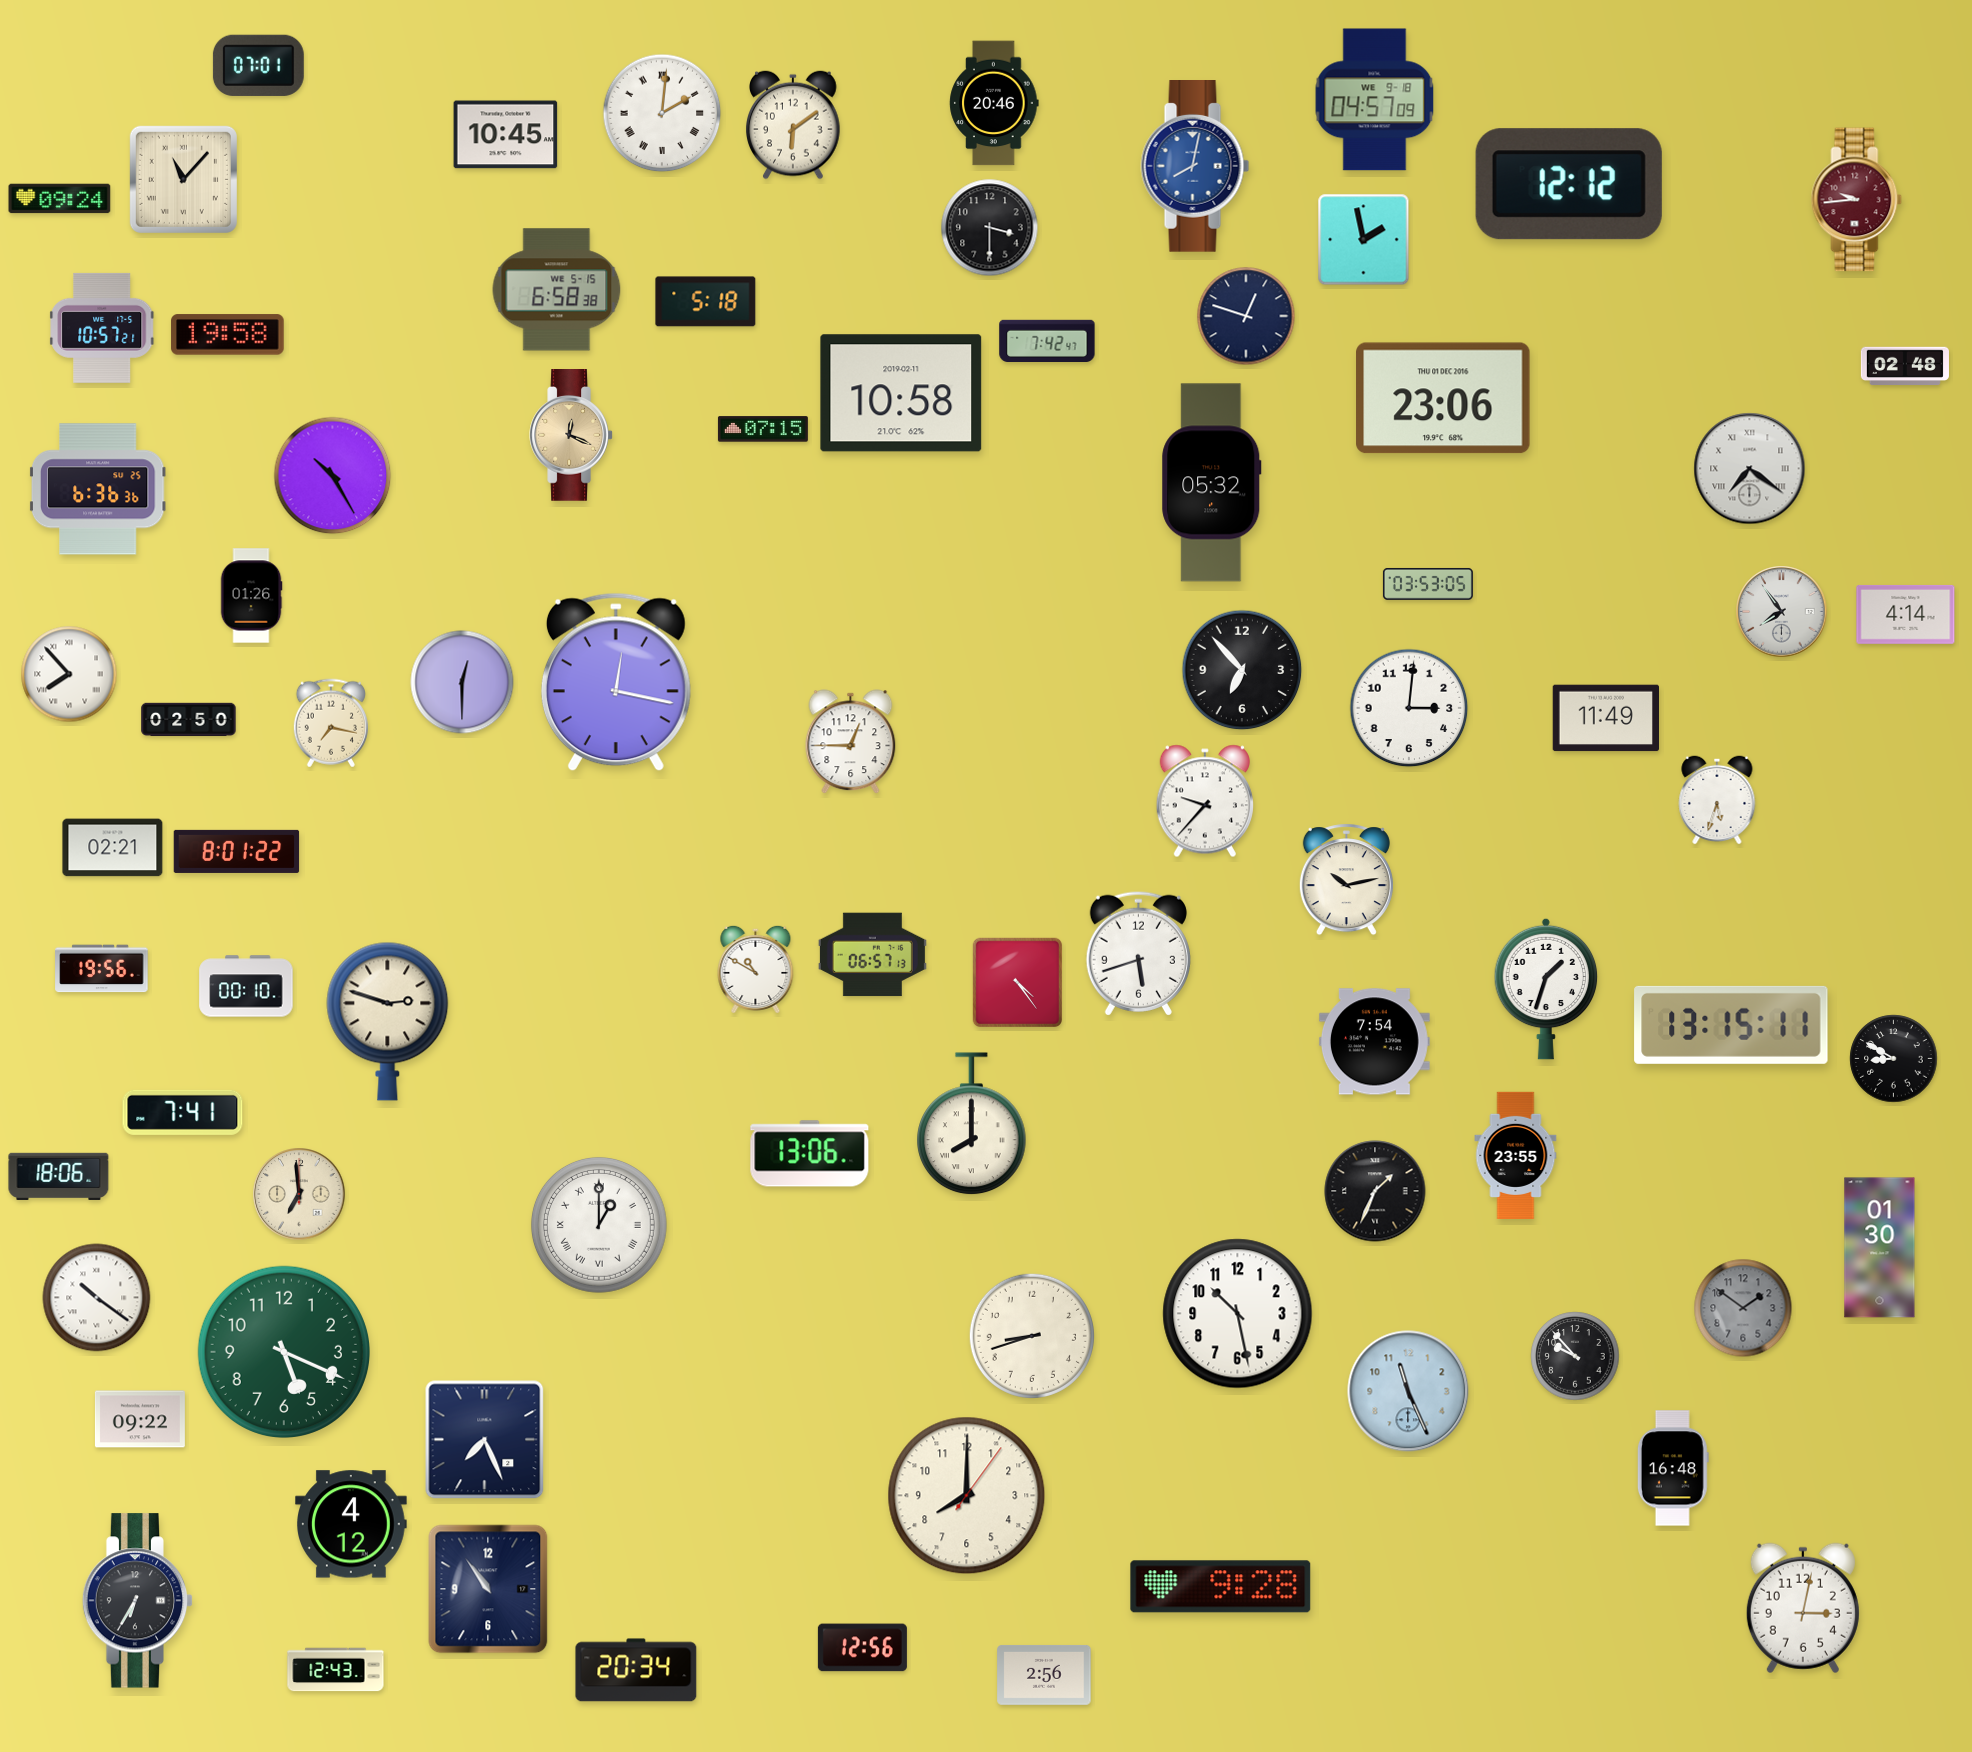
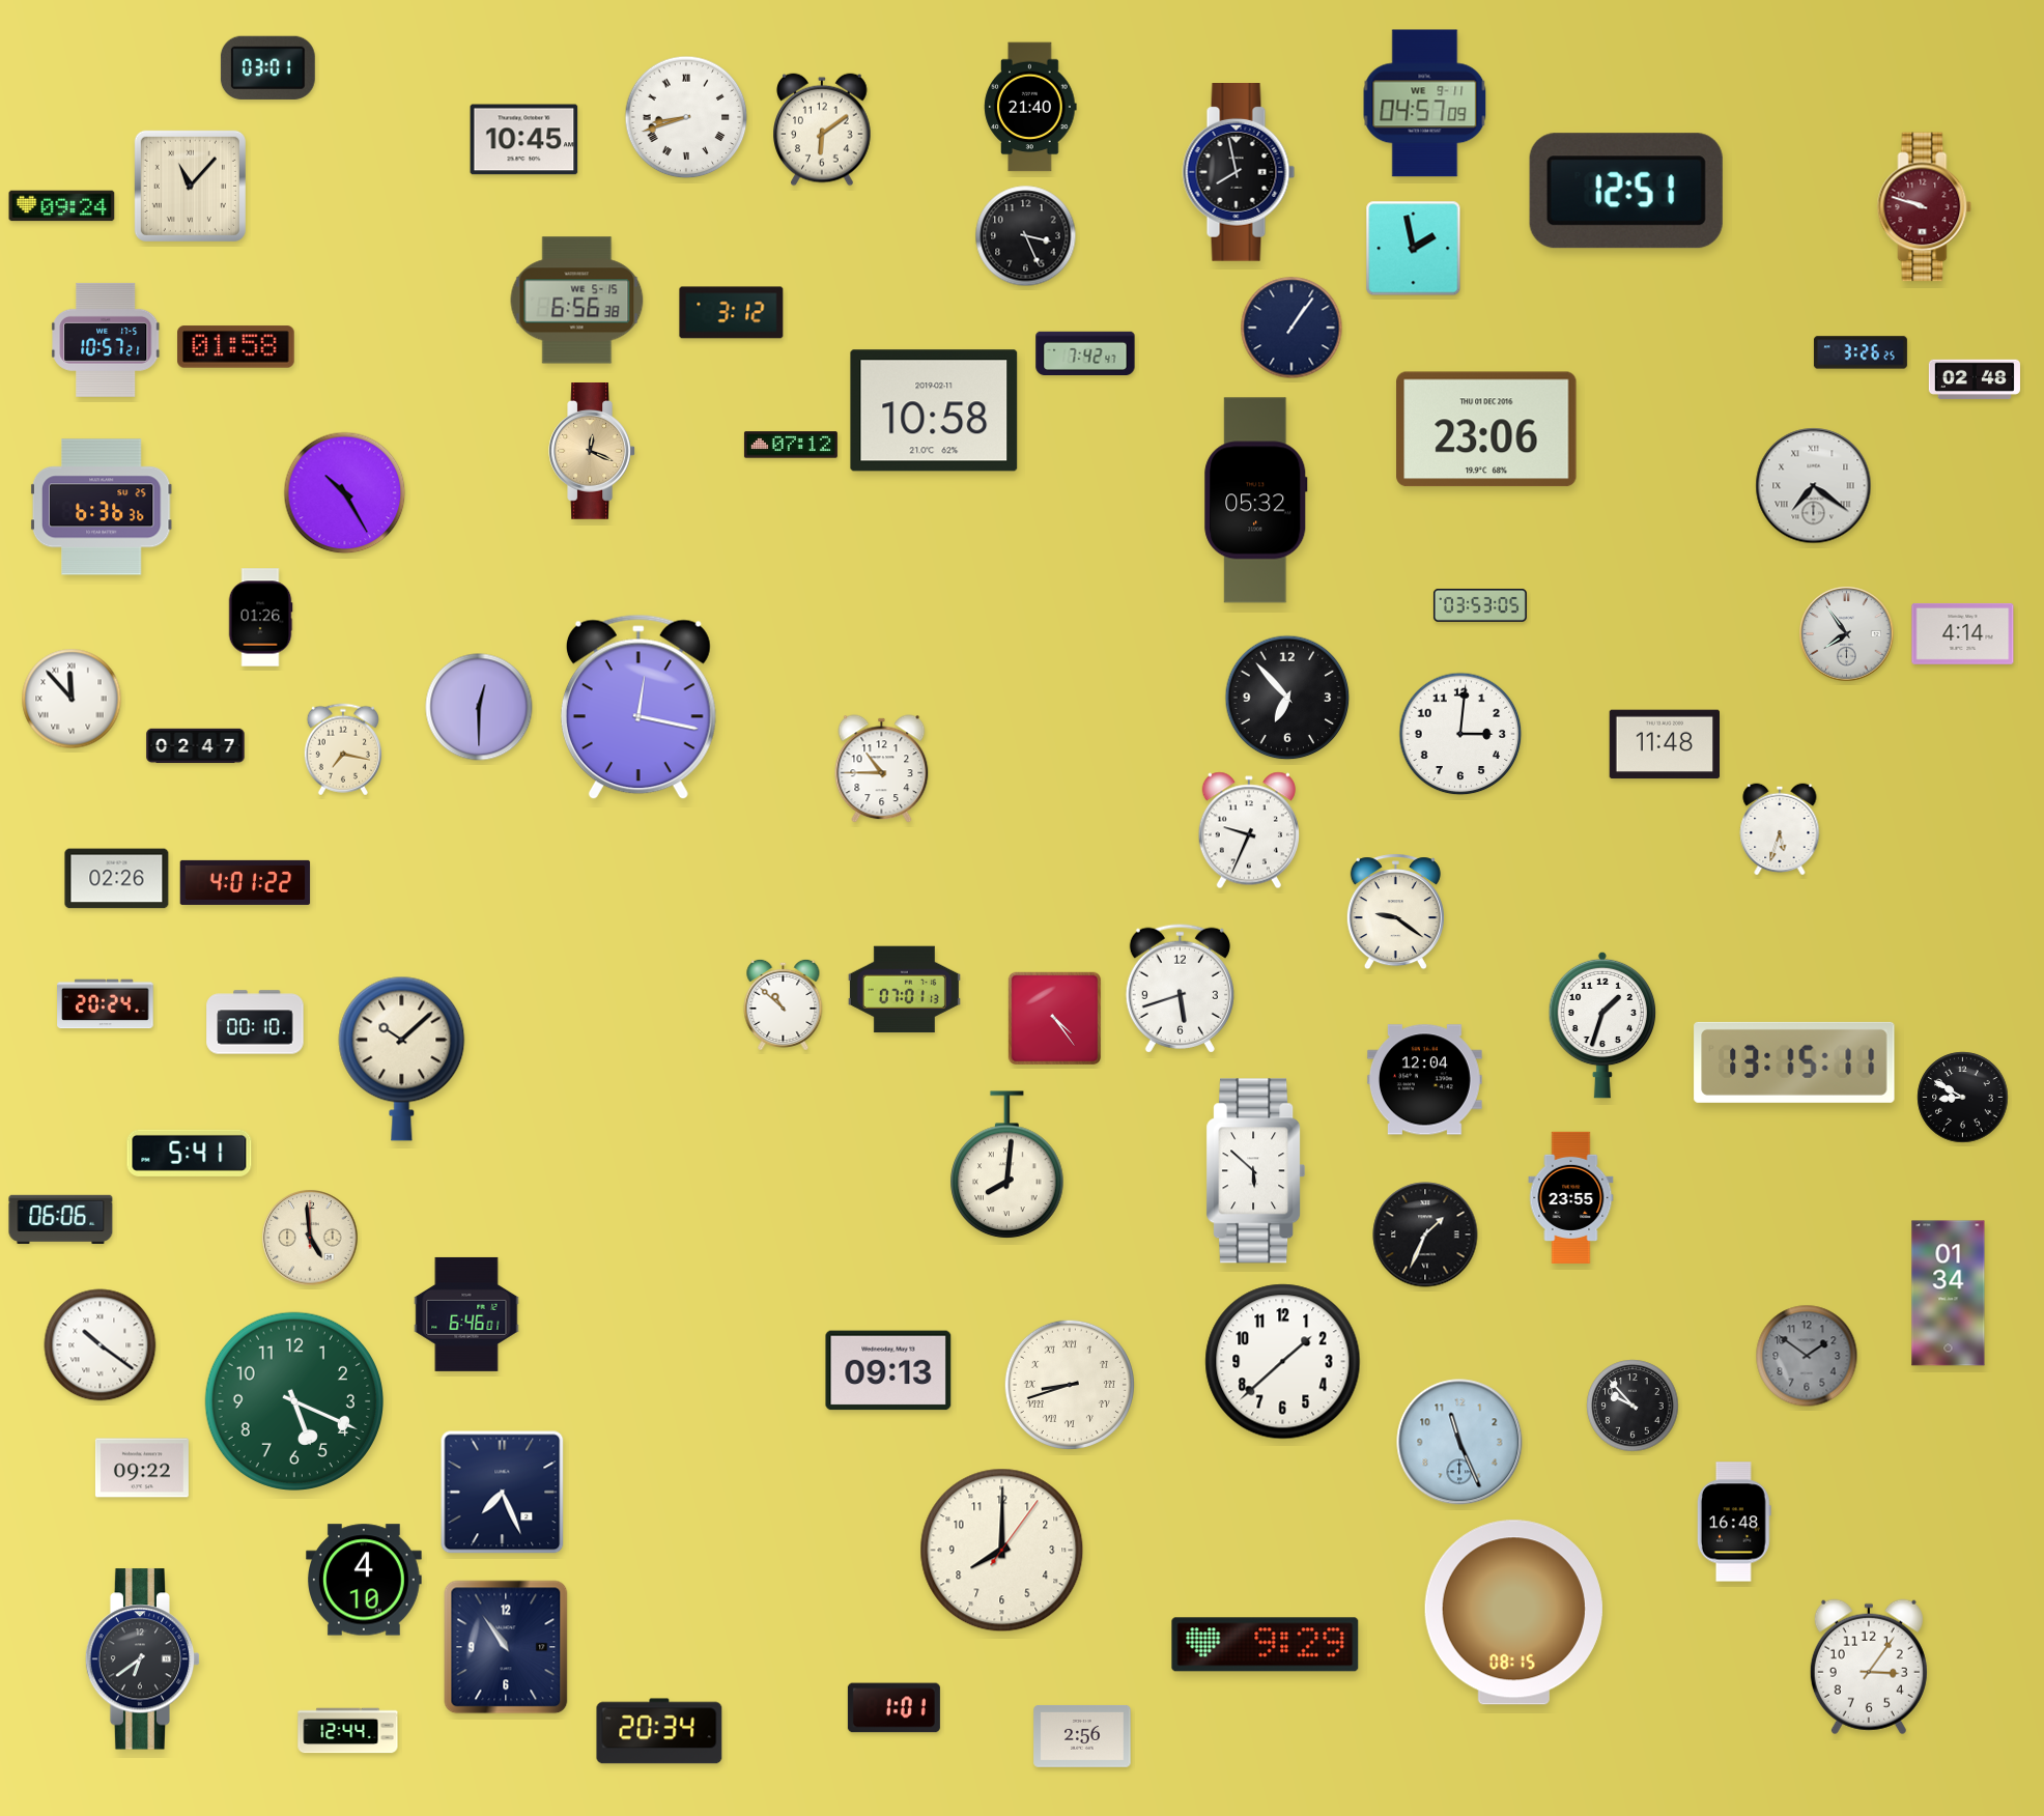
clock at (258, 65): 07:01 -> 03:01
clock at (1375, 100) date: WE 9-18 -> WE 9-11
clock at (994, 103): 20:46 -> 21:40
clock at (662, 113): 2:01 -> 8:42
clock at (1195, 167): 8:02 -> 7:58
clock at (1195, 167) dial: blue -> black
clock at (1569, 184): 12:12 -> 12:51
clock at (1857, 200): 9:44 -> 9:48
clock at (990, 228): 3:30 -> 3:26
clock at (557, 290): 6:58 -> 6:56
clock at (706, 302): 5:18 -> 3:12
clock at (1246, 316): 12:48 -> 1:06
clock at (228, 335): 19:58 -> 01:58
clock at (1861, 352): none -> 3:26
clock at (901, 393) position: (901, 393) -> (934, 410)
clock at (1443, 398) position: (1443, 398) -> (1486, 429)
clock at (763, 429): 07:15 -> 07:12
clock at (1906, 614) position: (1906, 614) -> (1963, 633)
clock at (1242, 670) position: (1242, 670) -> (1287, 698)
clock at (69, 674): 7:53 -> 11:53
clock at (1605, 718): 11:49 -> 11:48
clock at (189, 720): 02:50 -> 02:47
clock at (851, 742): 12:45 -> 10:45
clock at (1205, 801): 9:37 -> 9:34
clock at (113, 848): 02:21 -> 02:26
clock at (237, 851): 8:01 -> 4:01
clock at (1346, 880): 10:13 -> 9:21
clock at (872, 955): 06:57 -> 07:01
clock at (756, 968): 10:50 -> 10:52
clock at (102, 969): 19:56 -> 20:24
clock at (388, 1021): 2:48 -> 10:08
clock at (1374, 1042): 7:54 -> 12:04
clock at (183, 1112): 7:41 -> 5:41
clock at (972, 1124): 8:00 -> 8:01
clock at (1256, 1171): none -> 5:52
clock at (810, 1154): 13:06 -> none
clock at (59, 1176): 18:06 -> 06:06
clock at (299, 1194): 6:59 -> 4:59
clock at (599, 1225): 1:00 -> none
clock at (1880, 1248): 01:30 -> 01:34
clock at (466, 1314): none -> 6:46
clock at (1238, 1314): 10:28 -> 1:38
clock at (888, 1370): none -> 09:13
clock at (1032, 1336) numerals: Arabic -> Roman
clock at (140, 1419) position: (140, 1419) -> (142, 1468)
clock at (352, 1524): 4:12 -> 4:10
clock at (1513, 1613): none -> 08:15
clock at (1221, 1587): 9:28 -> 9:29
clock at (138, 1601): 6:35 -> 6:39
clock at (1803, 1608): 3:02 -> 3:06
clock at (862, 1648): 12:56 -> 1:01
clock at (336, 1670): 12:43 -> 12:44
